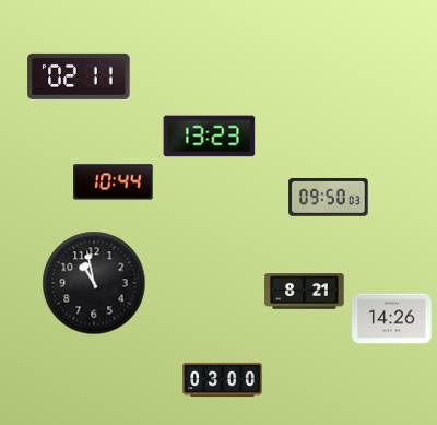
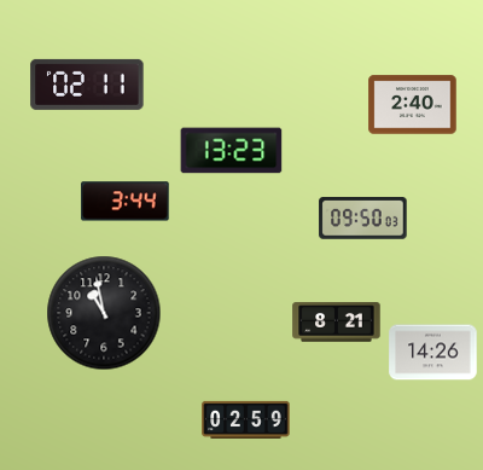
clock at (413, 105): none -> 2:40
clock at (114, 182): 10:44 -> 3:44
clock at (223, 379): 03:00 -> 02:59
